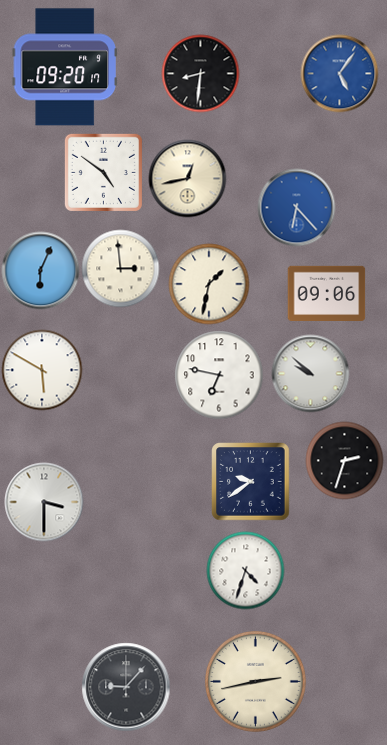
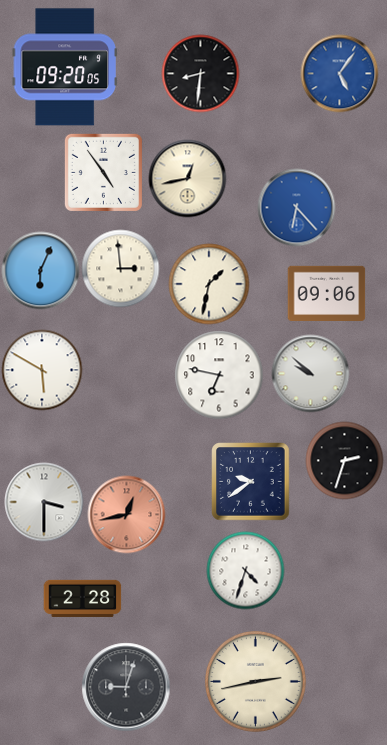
clock at (65, 67): 09:20:17 -> 09:20:05
clock at (103, 172): 4:51 -> 4:54
clock at (126, 514): none -> 12:43
clock at (82, 598): none -> 2:28
clock at (126, 687): 9:07 -> 9:03
